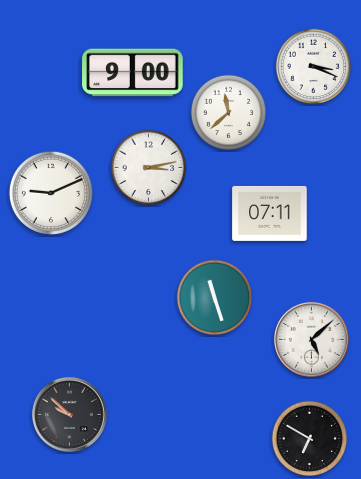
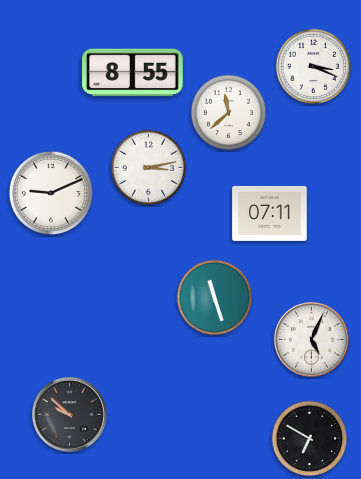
clock at (133, 73): 9:00 -> 8:55
clock at (311, 339): 5:08 -> 5:04
